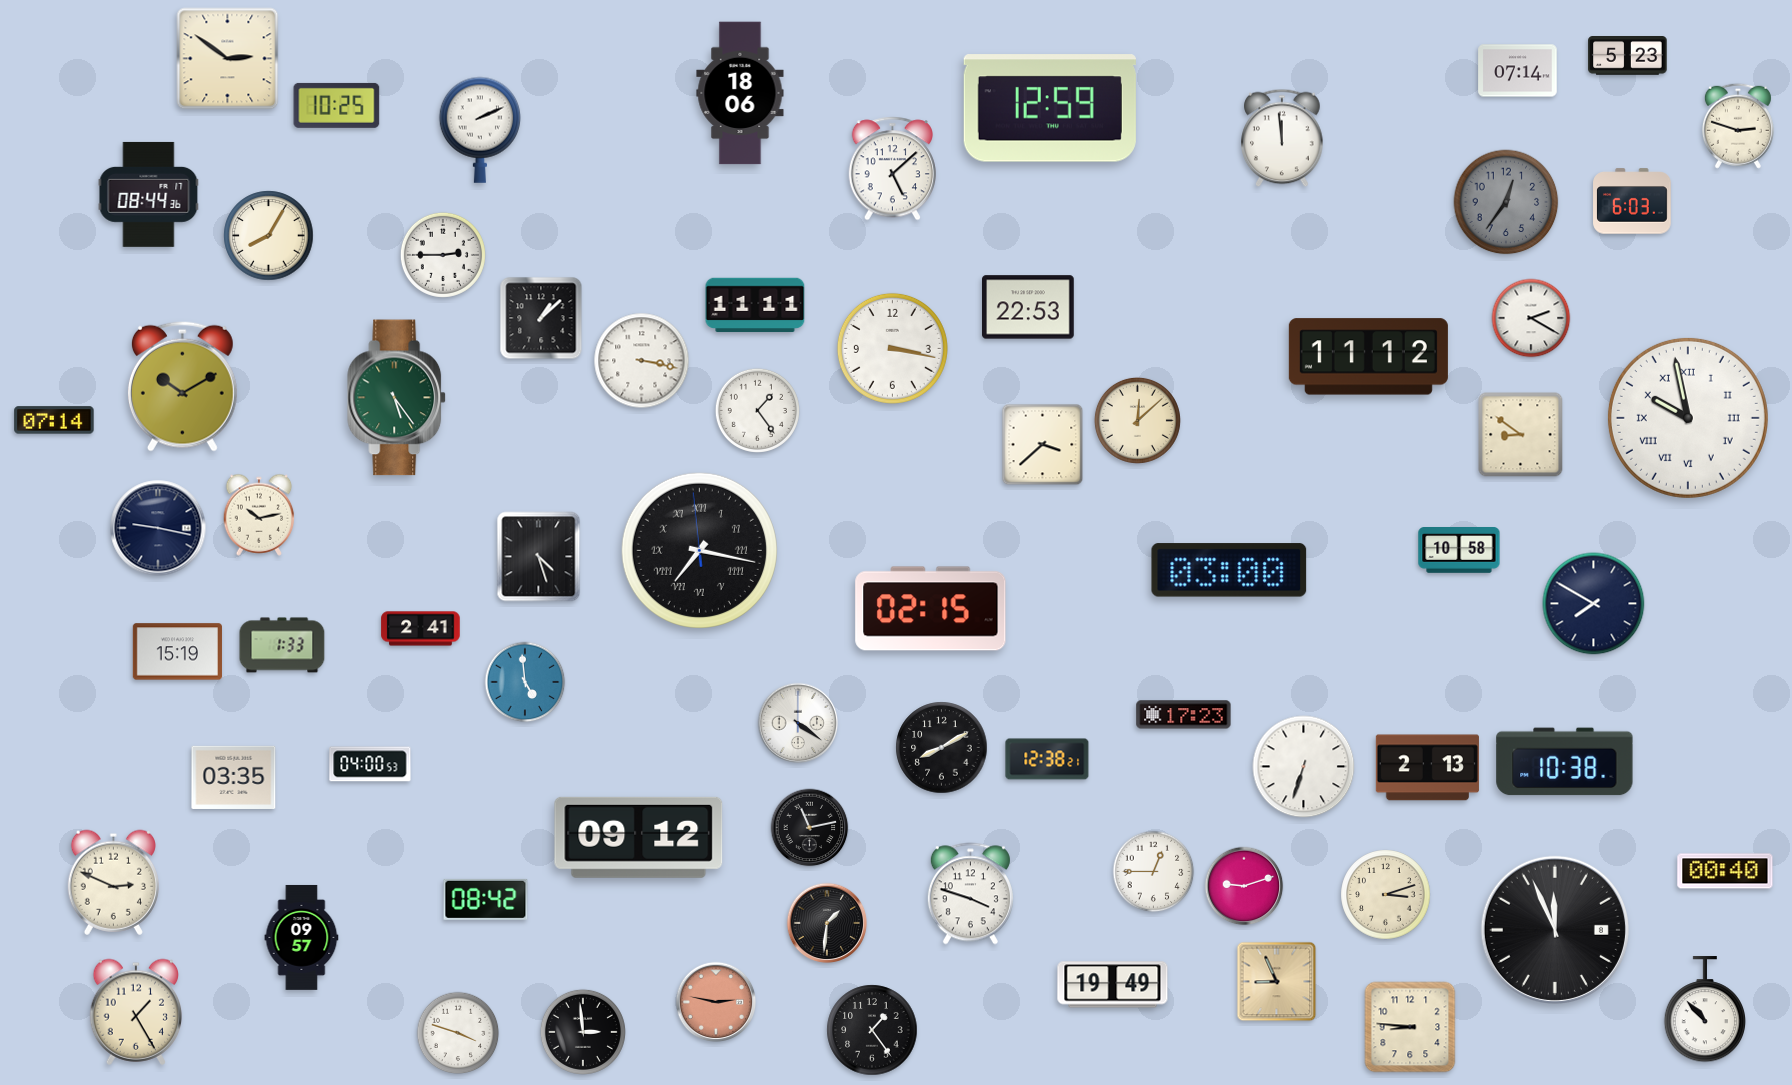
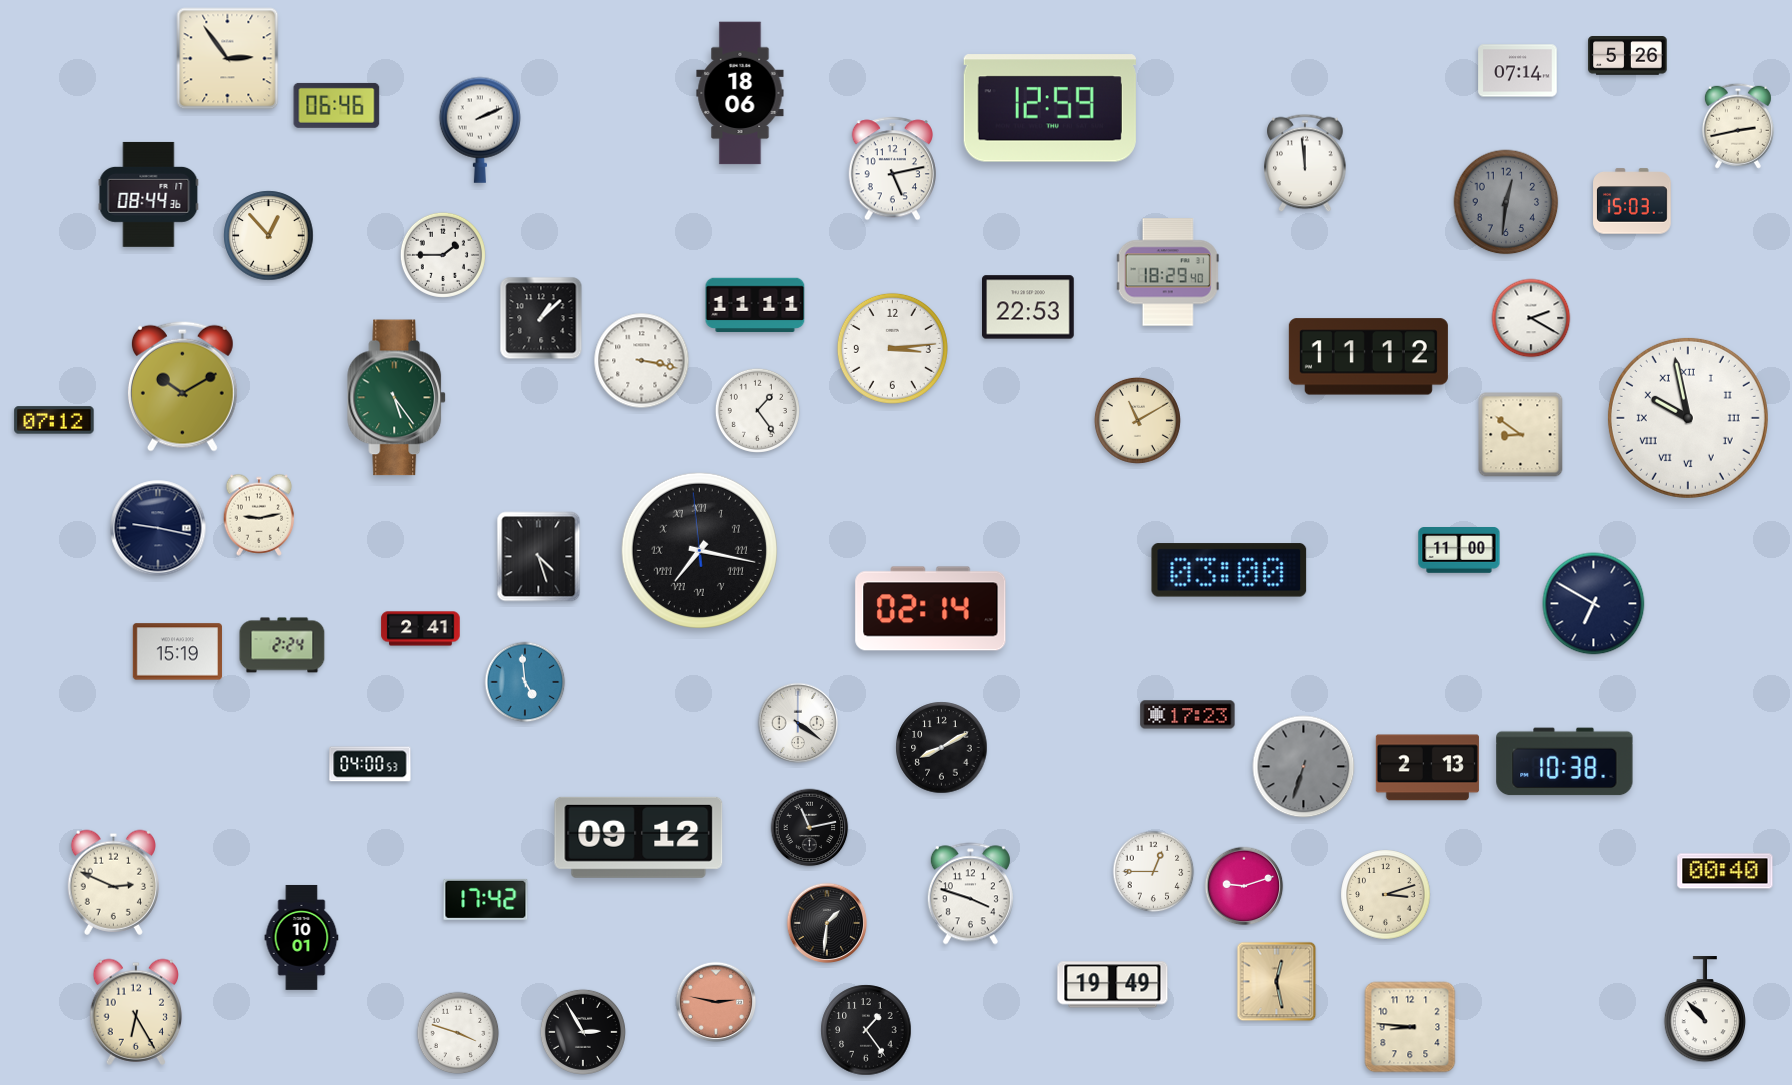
clock at (1628, 56): 5:23 -> 5:26
clock at (228, 59): 2:51 -> 2:54
clock at (337, 105): 10:25 -> 06:46
clock at (1738, 126): 2:48 -> 2:43
clock at (1282, 138) position: (1282, 138) -> (1305, 163)
clock at (892, 169): 5:08 -> 5:13
clock at (1632, 201): 6:03 -> 15:03
clock at (1506, 202): 12:36 -> 12:31
clock at (269, 236): 8:05 -> 12:53
clock at (443, 255): 2:45 -> 1:45
clock at (1168, 272): none -> 18:29
clock at (892, 348): 3:17 -> 3:14
clock at (54, 420): 07:14 -> 07:12
clock at (1137, 420): 12:08 -> 11:10
clock at (1043, 445): 3:38 -> none
clock at (259, 515): 10:13 -> 9:13
clock at (1459, 551): 10:58 -> 11:00
clock at (1594, 604): 7:50 -> 6:50
clock at (931, 609): 02:15 -> 02:14
clock at (282, 645): 1:33 -> 2:24
clock at (1184, 715) position: (1184, 715) -> (1188, 715)
clock at (1047, 759): 12:38 -> none
clock at (1304, 767) dial: white -> grey
clock at (234, 777): 03:35 -> none
clock at (486, 899): 08:42 -> 17:42
clock at (1555, 930): 11:56 -> none
clock at (302, 937): 09:57 -> 10:01
clock at (1277, 982): 8:56 -> 12:28
clock at (136, 1012): 1:25 -> 6:25
clock at (872, 1030) position: (872, 1030) -> (866, 1030)
clock at (583, 1032): 2:59 -> 2:55
